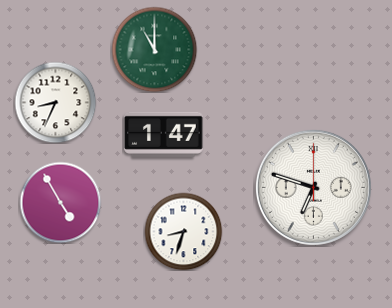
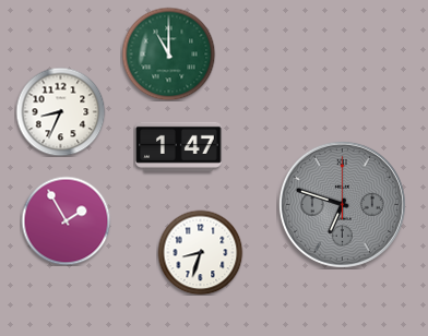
clock at (313, 187) dial: white -> grey
clock at (60, 202): 4:55 -> 1:55
